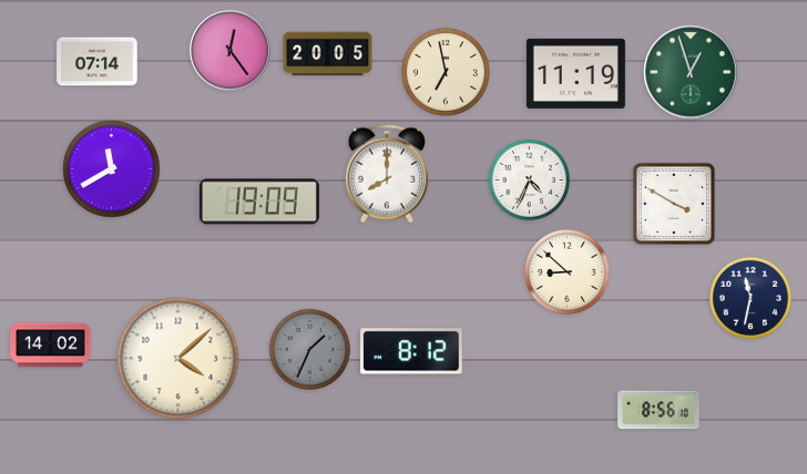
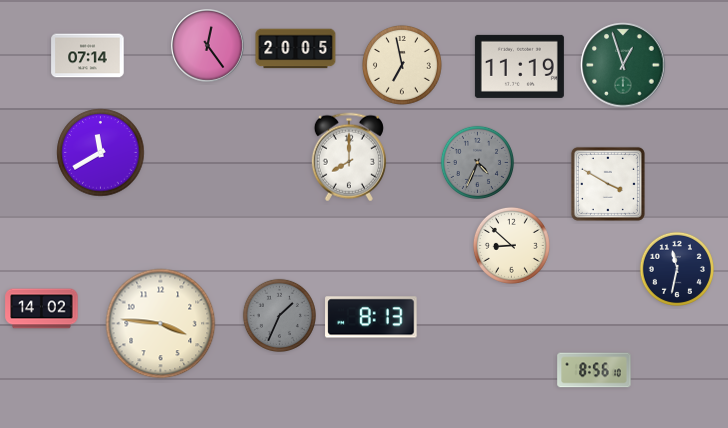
clock at (529, 179) dial: white -> grey
clock at (259, 202): 19:09 -> none
clock at (51, 346) position: (51, 346) -> (42, 309)
clock at (411, 351): 8:12 -> 8:13
clock at (178, 359): 4:08 -> 3:46
